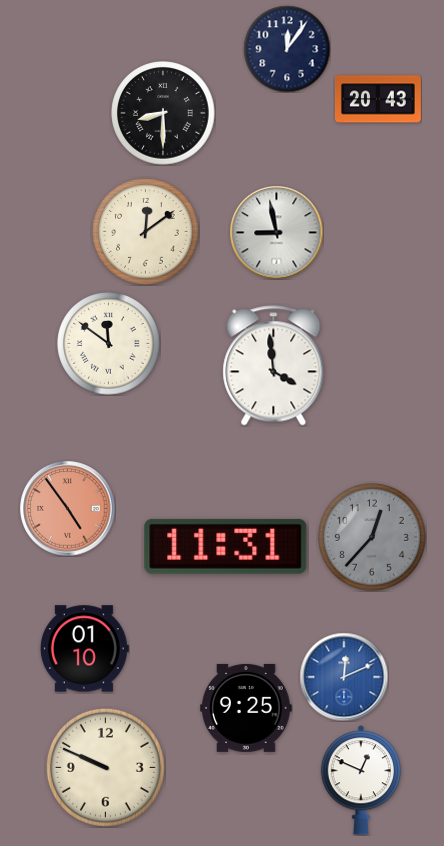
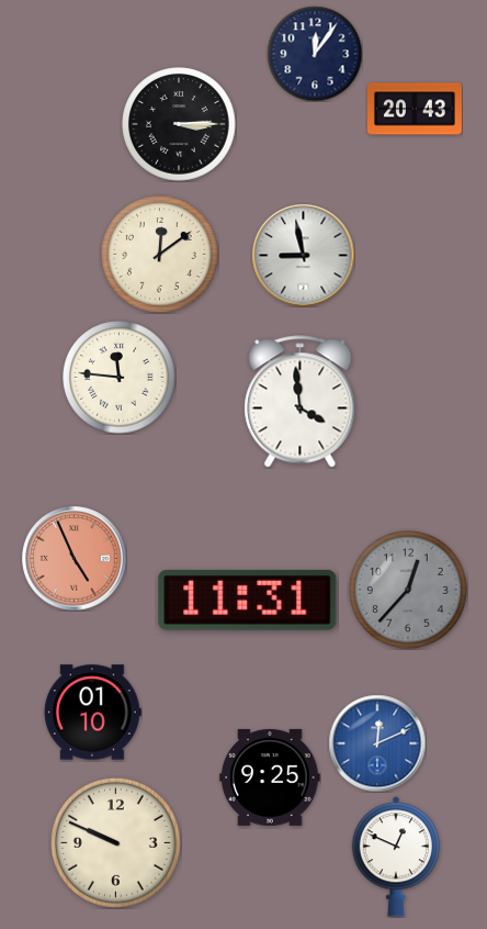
clock at (163, 113): 8:30 -> 3:15
clock at (109, 344): 11:51 -> 11:46
clock at (68, 509): 4:54 -> 4:56
